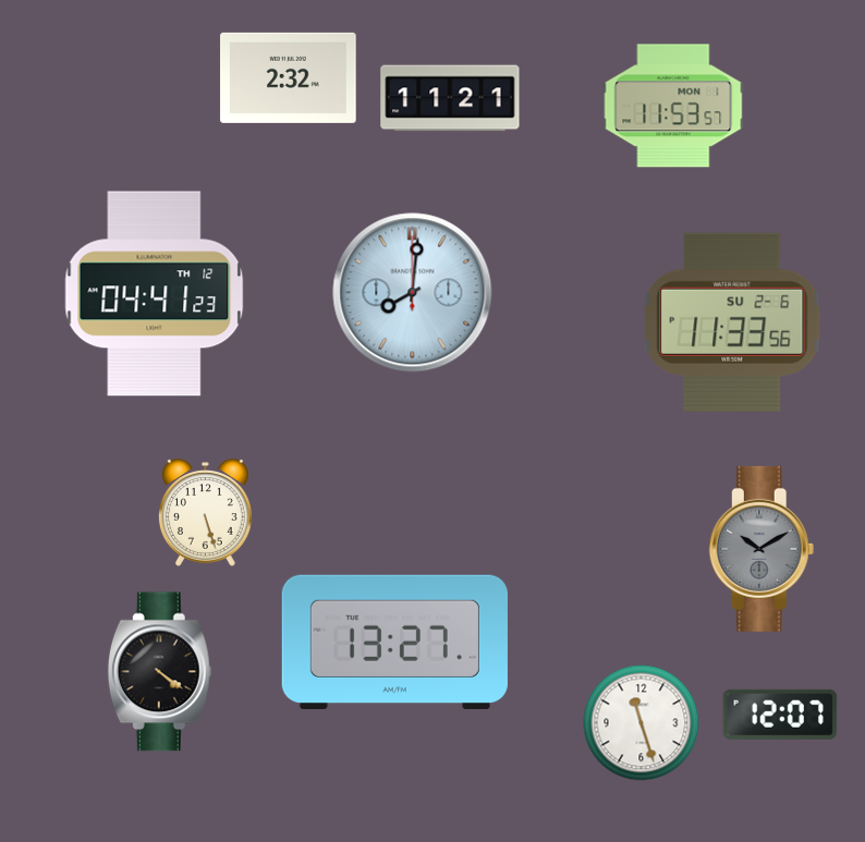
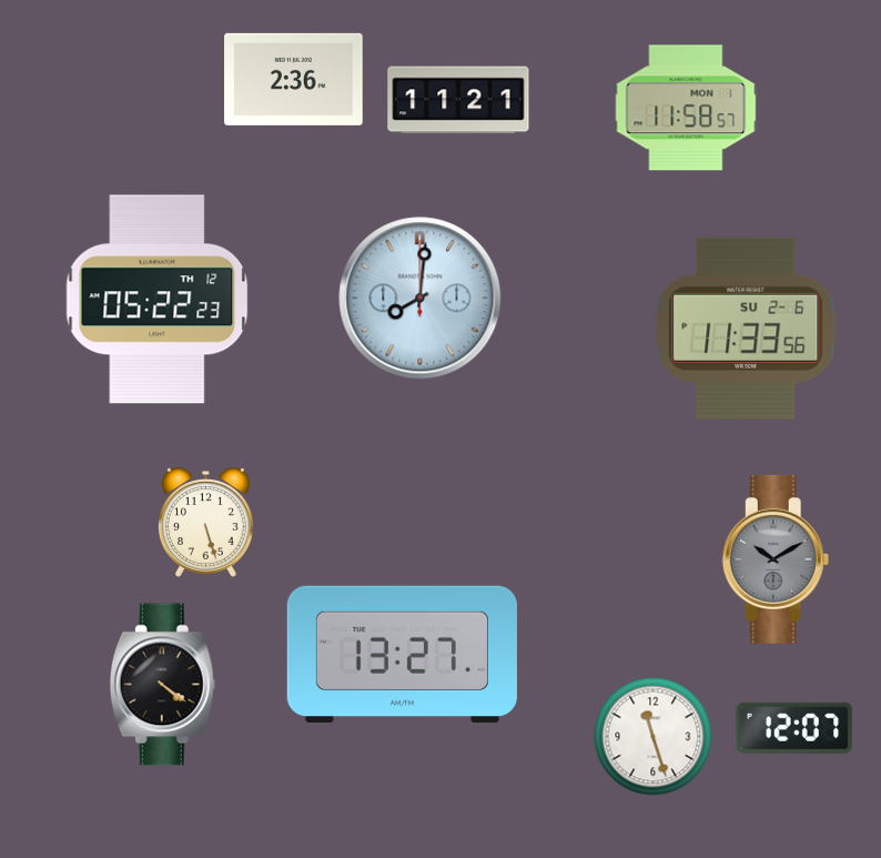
clock at (289, 77): 2:32 -> 2:36
clock at (673, 106): 11:53 -> 11:58
clock at (155, 294): 04:41 -> 05:22
clock at (205, 513) position: (205, 513) -> (205, 523)
